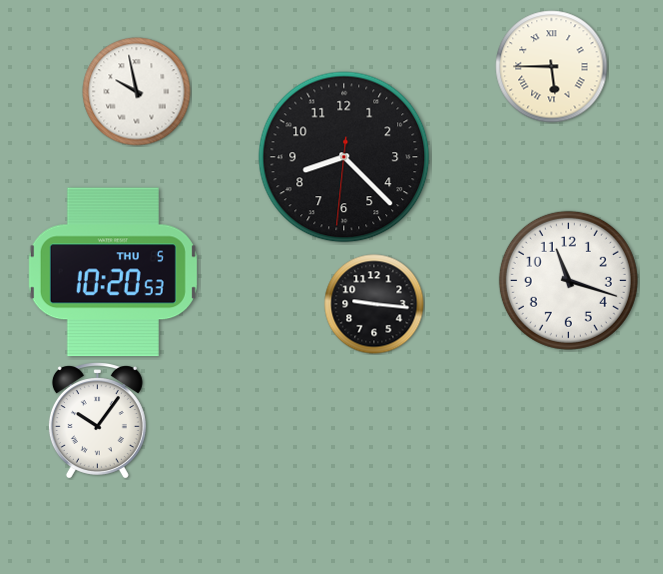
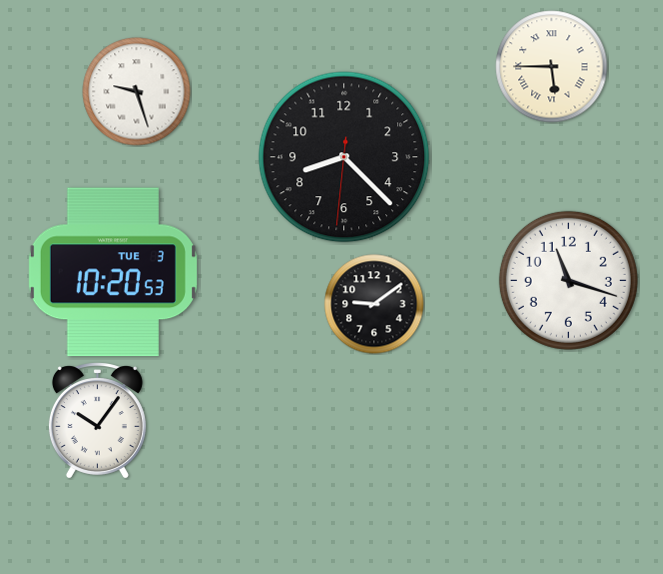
clock at (137, 92): 9:58 -> 9:27
clock at (113, 272) date: THU 5 -> TUE 3
clock at (374, 304): 9:16 -> 9:09
